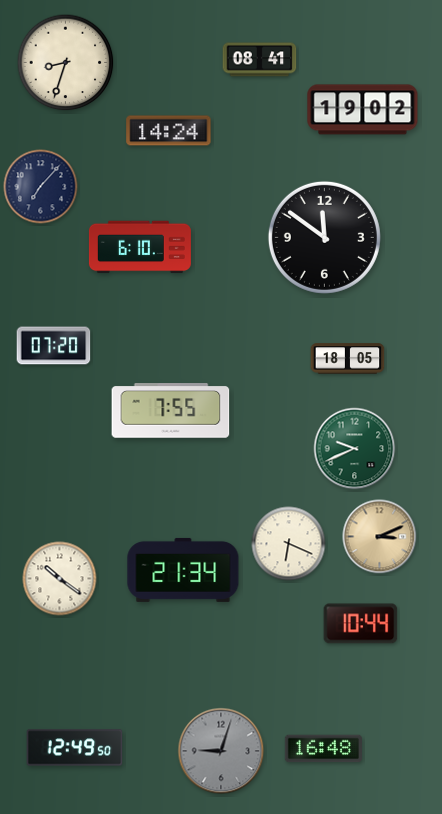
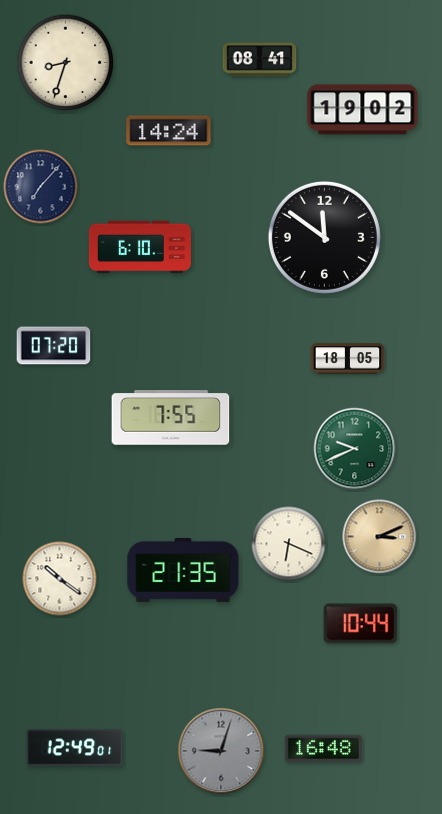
clock at (171, 411) position: (171, 411) -> (171, 418)
clock at (183, 570): 21:34 -> 21:35
clock at (75, 748): 12:49:50 -> 12:49:01
